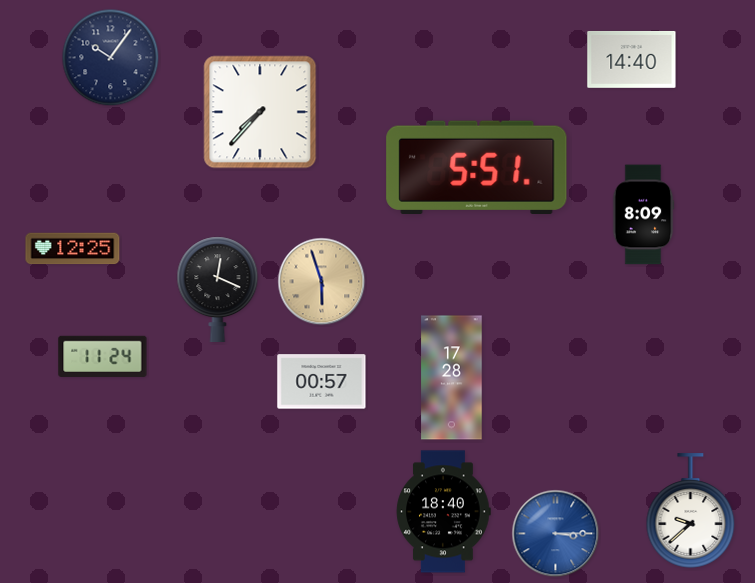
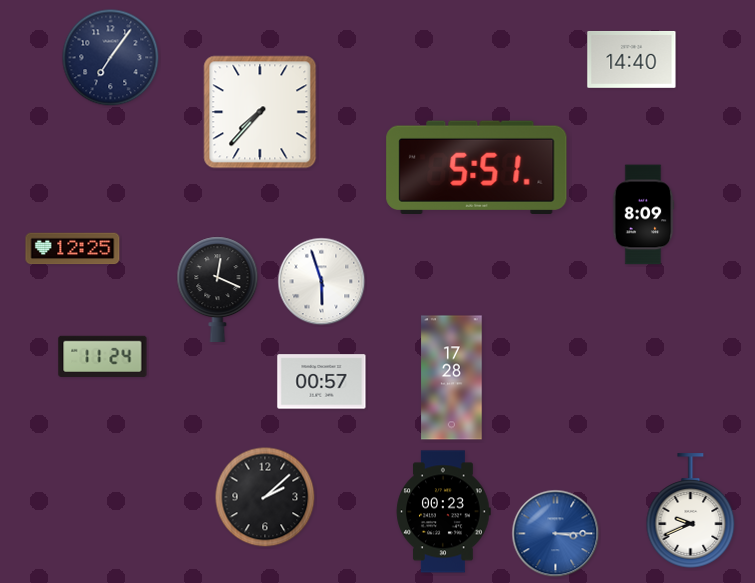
clock at (111, 58): 10:06 -> 7:06
clock at (322, 282) dial: champagne -> white
clock at (265, 497): none -> 2:08
clock at (691, 511): 9:38 -> 9:41
clock at (443, 512): 18:40 -> 00:23
